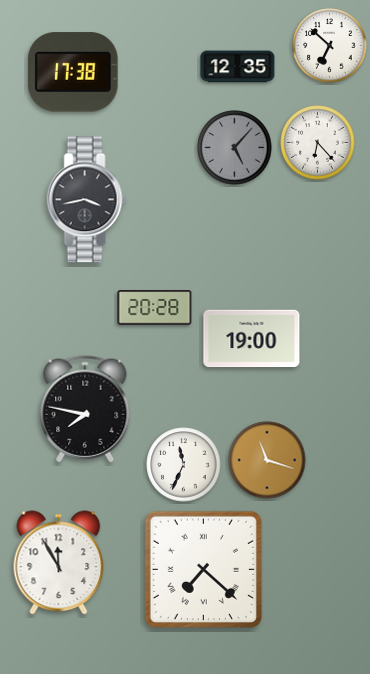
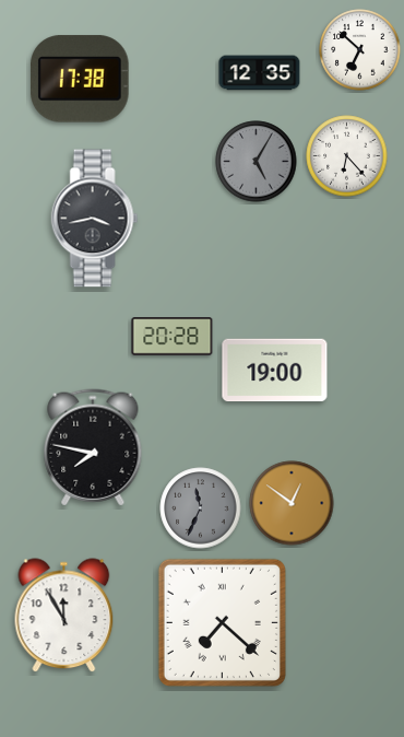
clock at (235, 148): 5:07 -> 5:05
clock at (155, 308) position: (155, 308) -> (173, 337)
clock at (267, 460): 11:18 -> 12:51
clock at (184, 465) dial: white -> grey
